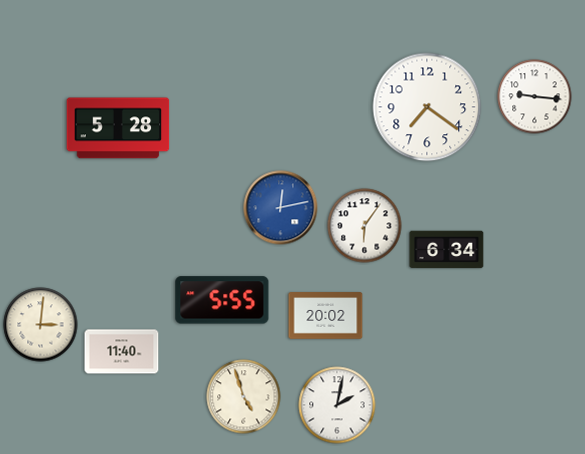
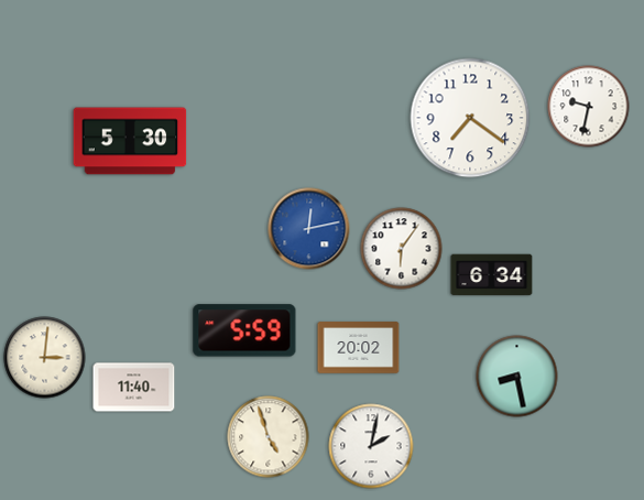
clock at (535, 97): 9:16 -> 9:32
clock at (118, 128): 5:28 -> 5:30
clock at (222, 300): 5:55 -> 5:59
clock at (517, 377): none -> 8:28
